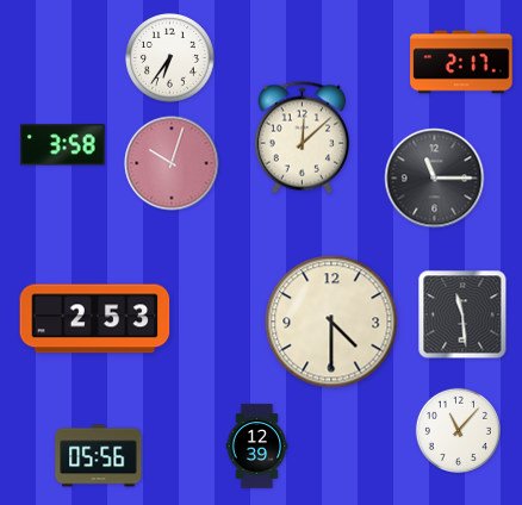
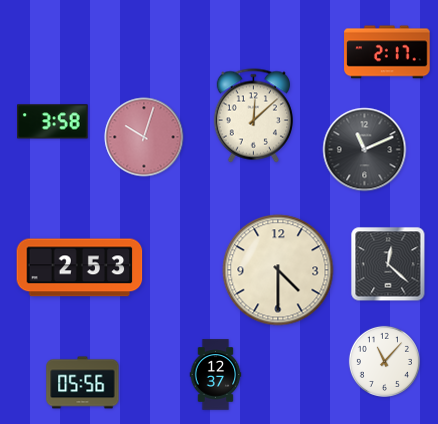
clock at (170, 58): 6:36 -> none
clock at (435, 179): 11:15 -> 11:11
clock at (462, 314): 11:29 -> 12:22
clock at (257, 447): 12:39 -> 12:37
